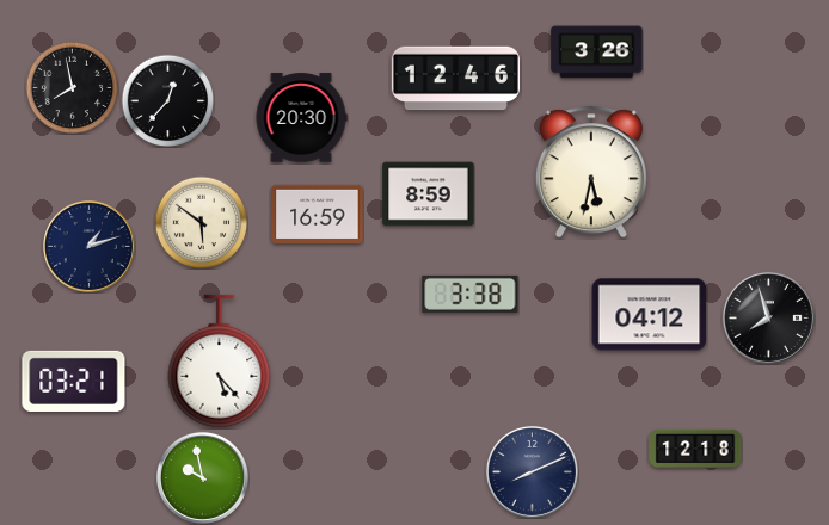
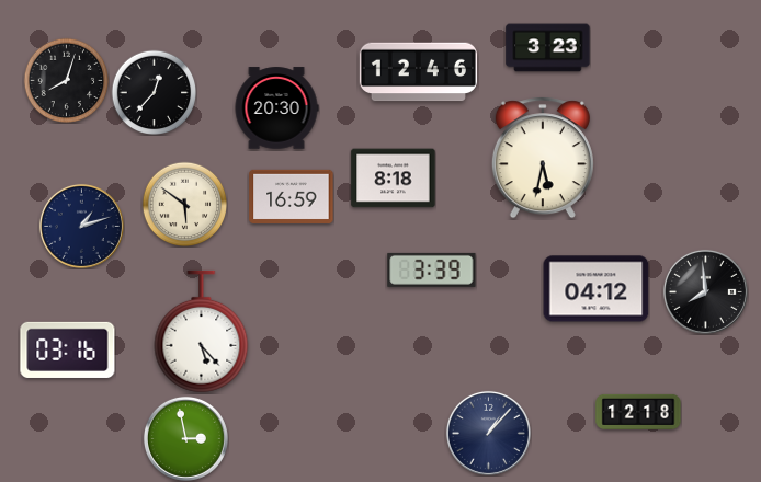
clock at (597, 52): 3:26 -> 3:23
clock at (72, 87): 7:58 -> 8:03
clock at (429, 194): 8:59 -> 8:18
clock at (471, 294): 3:38 -> 3:39
clock at (768, 317): 7:57 -> 7:59
clock at (74, 381): 03:21 -> 03:16
clock at (532, 471): 8:11 -> 1:07
clock at (202, 477): 9:58 -> 2:58
